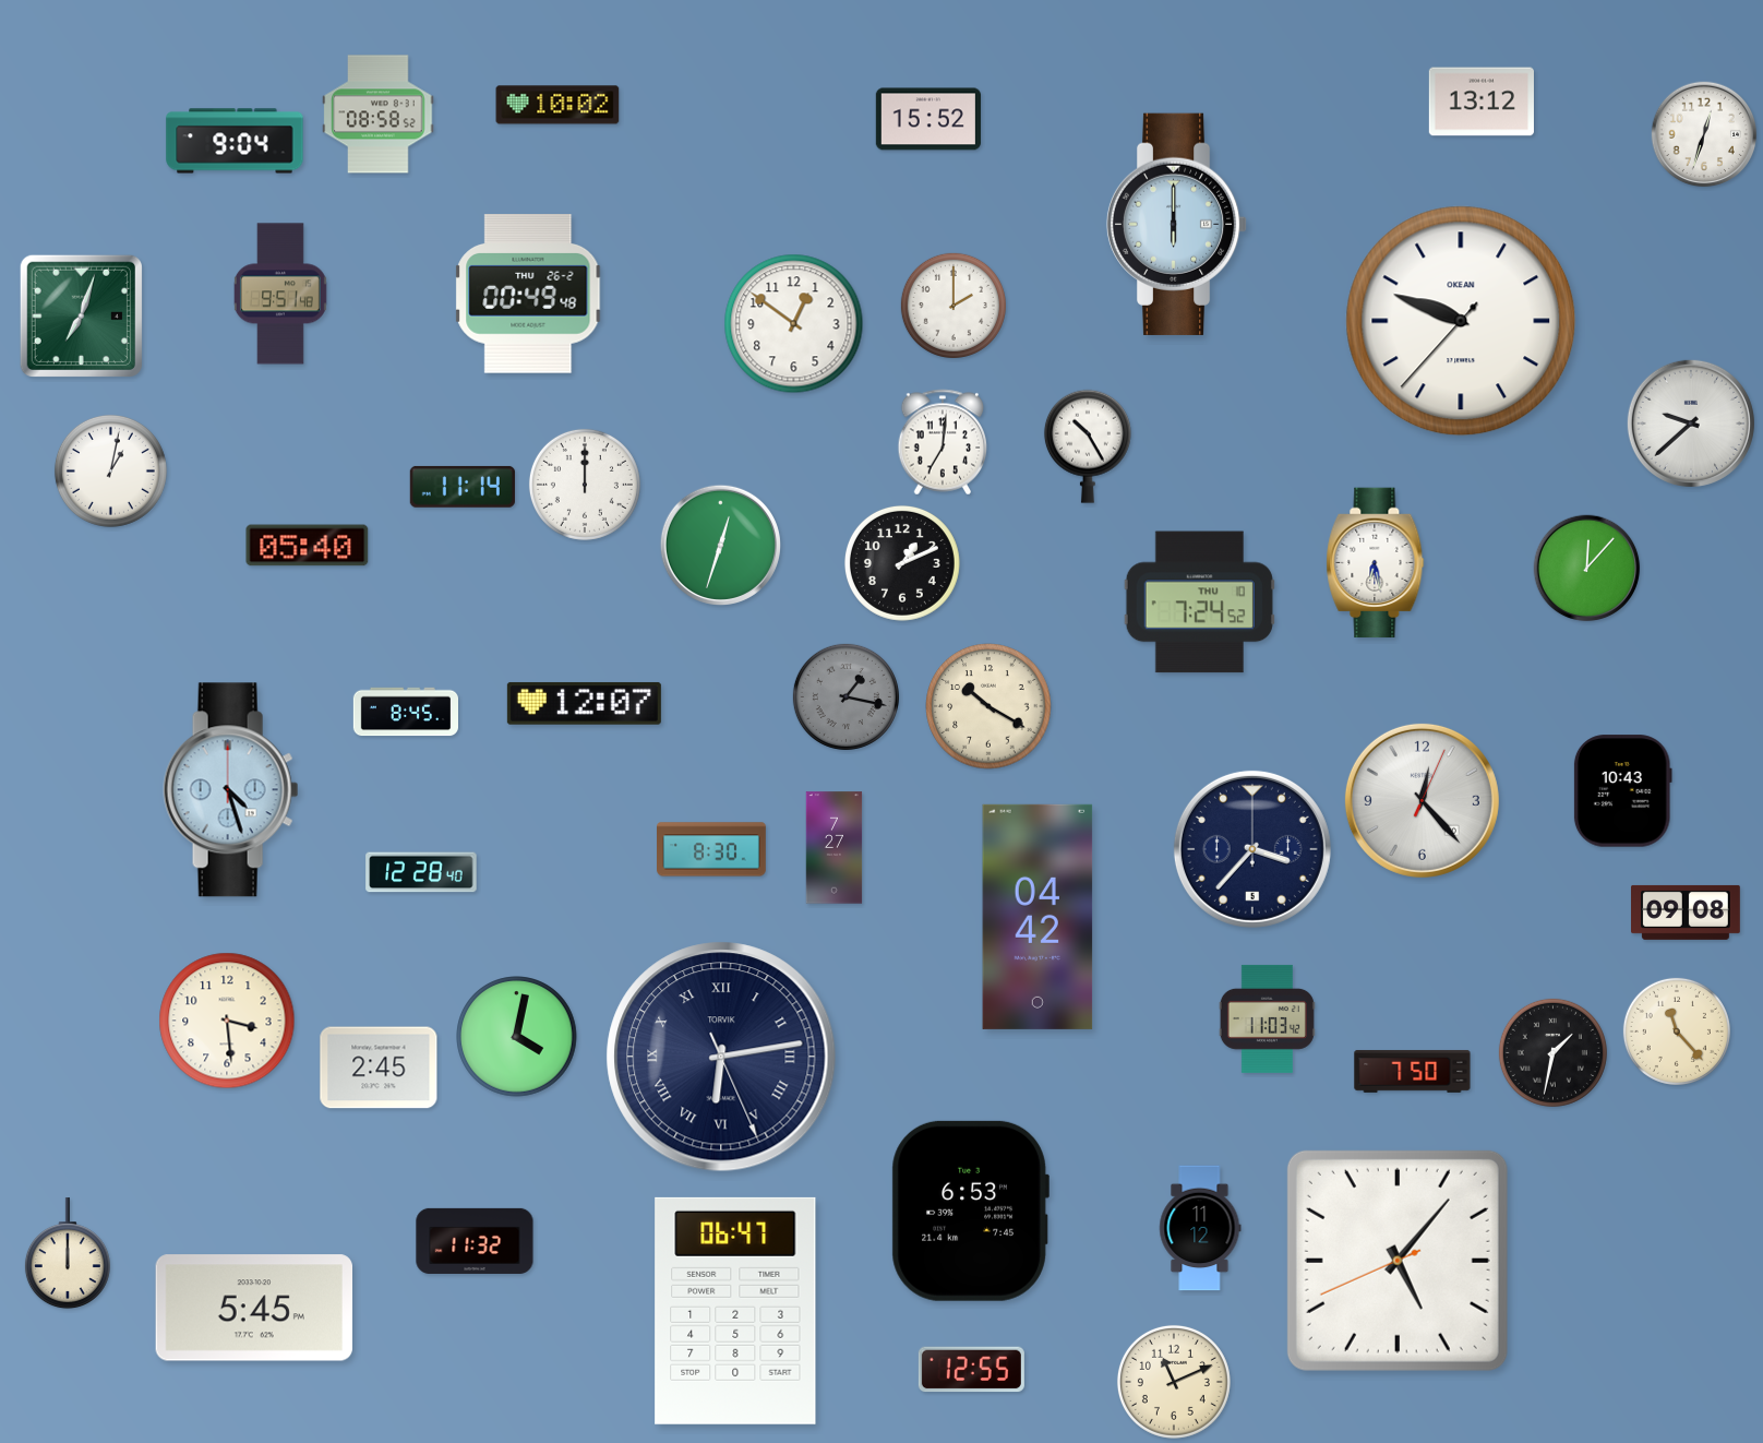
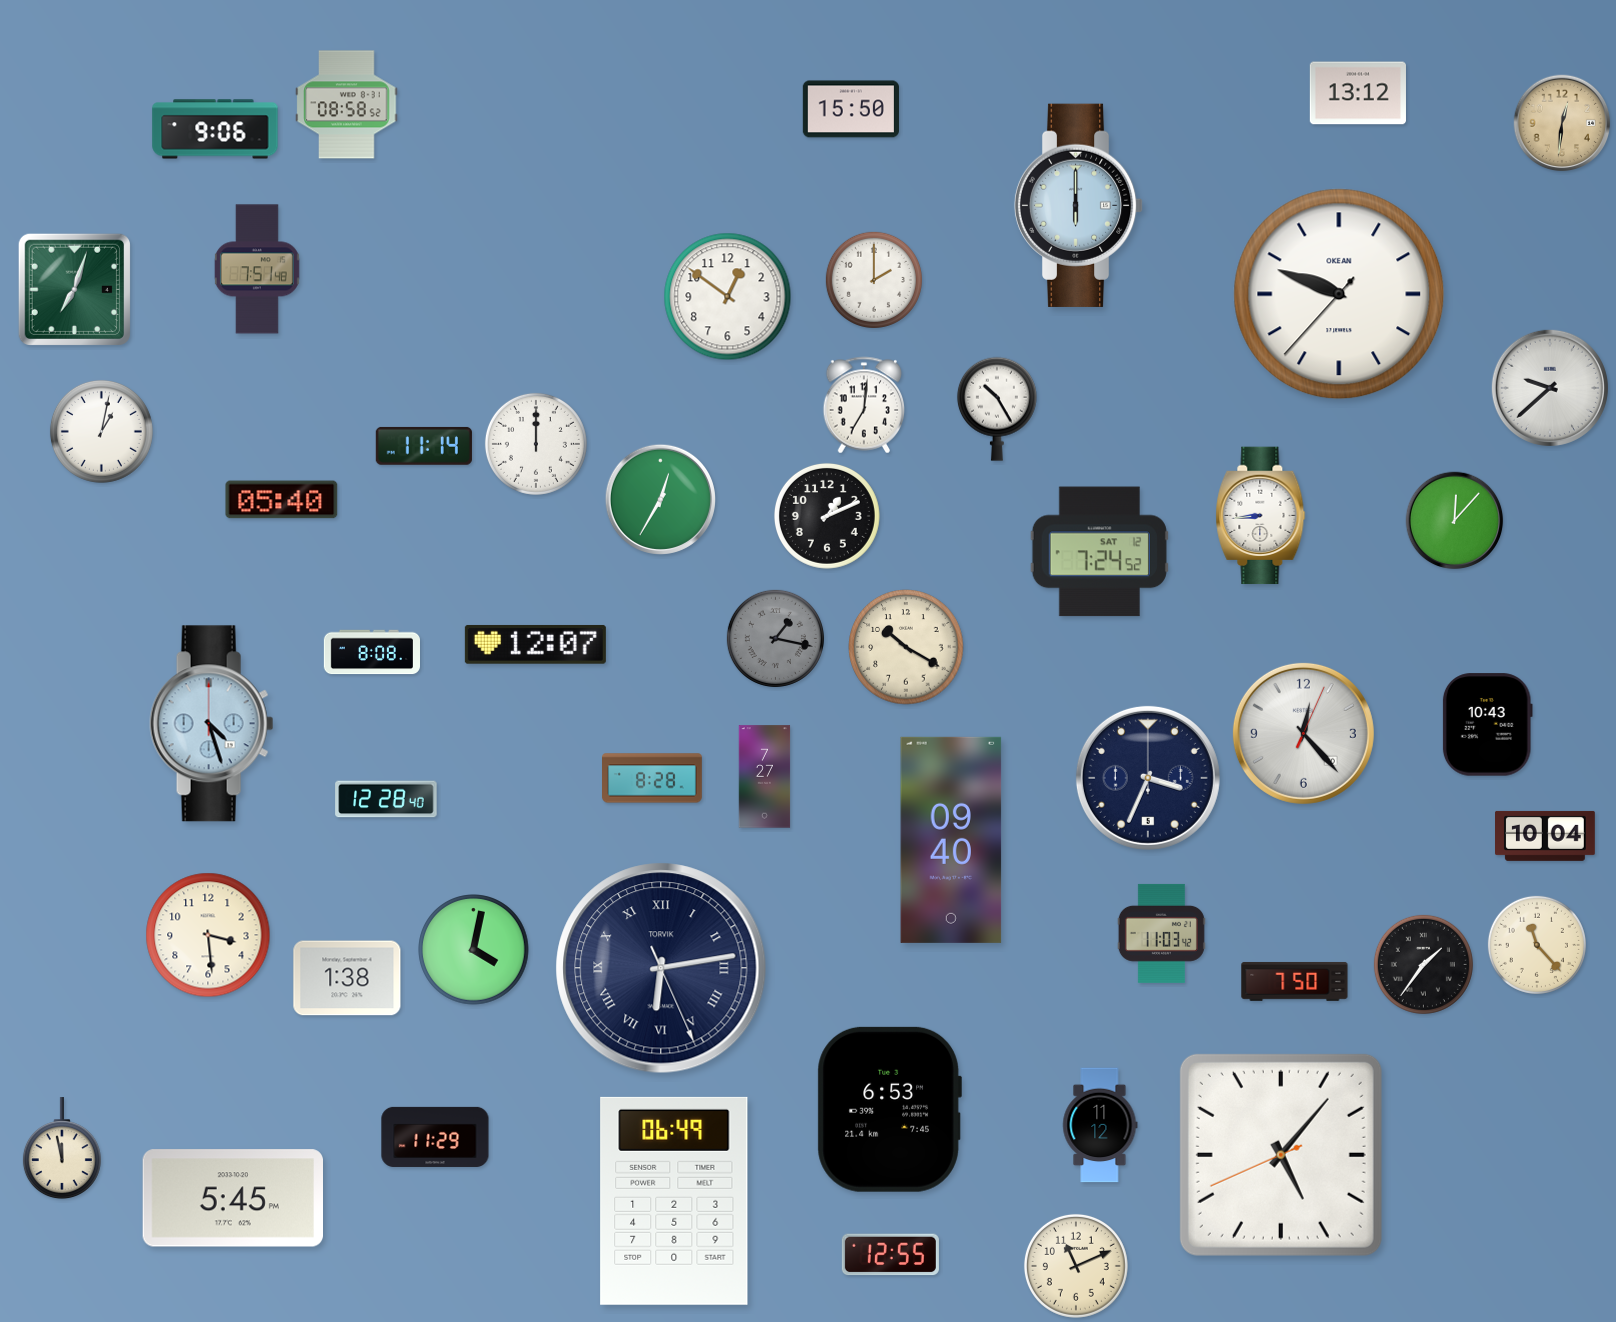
clock at (557, 105): 10:02 -> none
clock at (928, 119): 15:52 -> 15:50
clock at (1704, 134): 12:33 -> 12:31
clock at (1704, 134) dial: white -> champagne
clock at (235, 141): 9:04 -> 9:06
clock at (280, 294): 9:51 -> 7:51
clock at (528, 294): 00:49 -> none
clock at (720, 545): 12:33 -> 12:35
clock at (1376, 563): 6:28 -> 8:44
clock at (1199, 603) date: THU 10 -> SAT 12
clock at (405, 712): 8:45 -> 8:08
clock at (712, 849): 8:30 -> 8:28
clock at (1252, 849): 3:37 -> 3:34
clock at (1687, 913): 09:08 -> 10:04
clock at (1038, 917): 04:42 -> 09:40
clock at (1552, 1052): 1:32 -> 1:36
clock at (379, 1068): 2:45 -> 1:38
clock at (475, 1241): 11:32 -> 11:29
clock at (68, 1254): 12:00 -> 11:58
clock at (735, 1311): 06:47 -> 06:49
